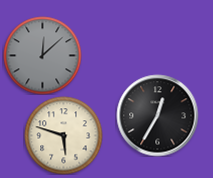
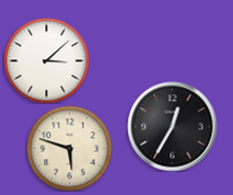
clock at (42, 55): 12:08 -> 3:08
clock at (42, 55) dial: grey -> white
